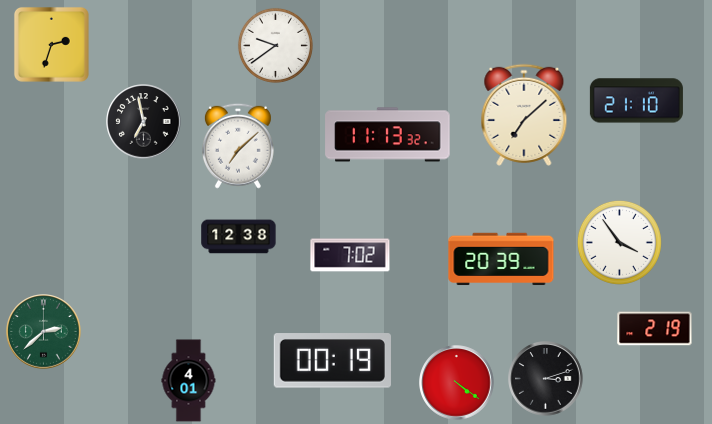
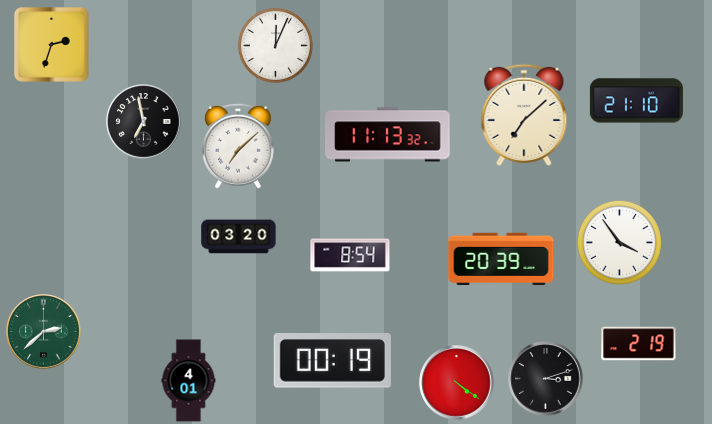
clock at (275, 45): 9:39 -> 12:04
clock at (239, 237): 12:38 -> 03:20
clock at (350, 255): 7:02 -> 8:54
clock at (655, 329) position: (655, 329) -> (639, 344)
